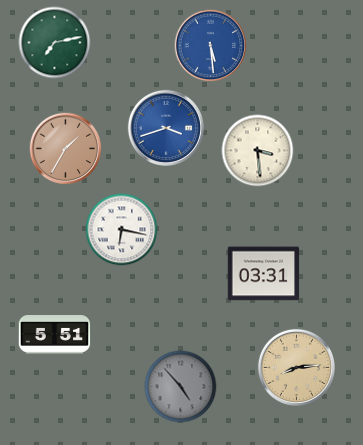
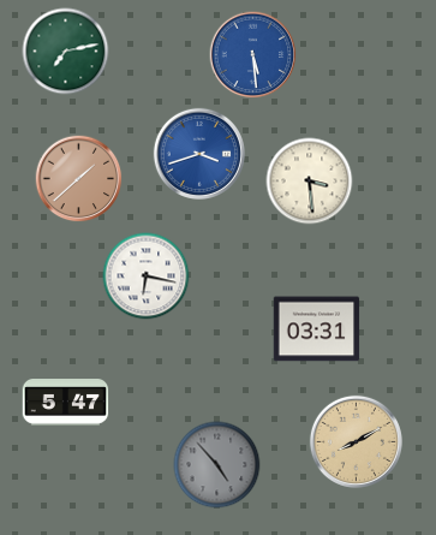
clock at (66, 149): 1:35 -> 1:38
clock at (55, 335): 5:51 -> 5:47
clock at (296, 367): 8:14 -> 8:10
